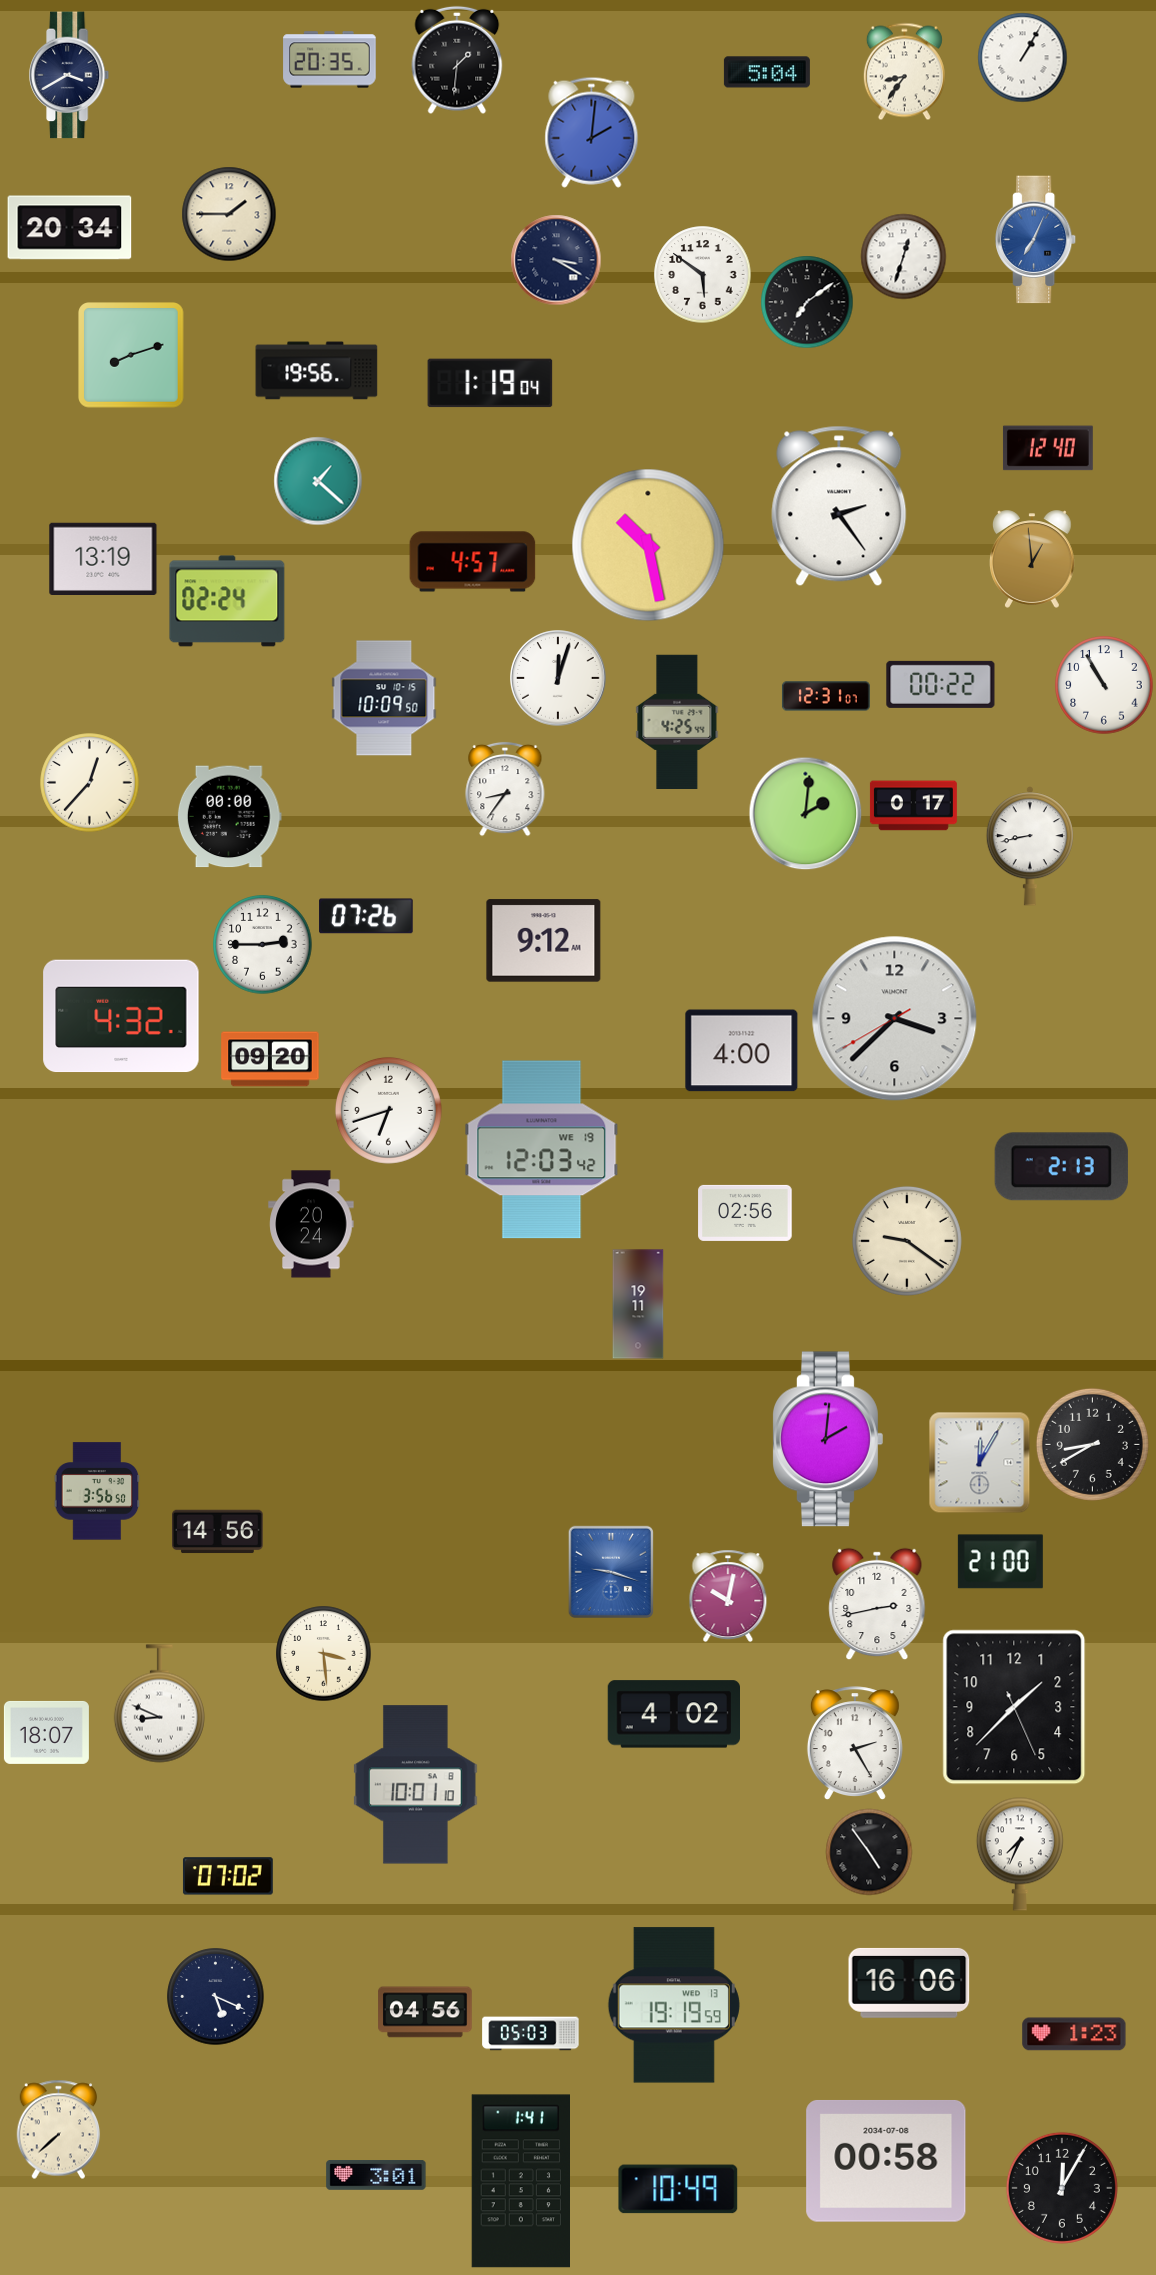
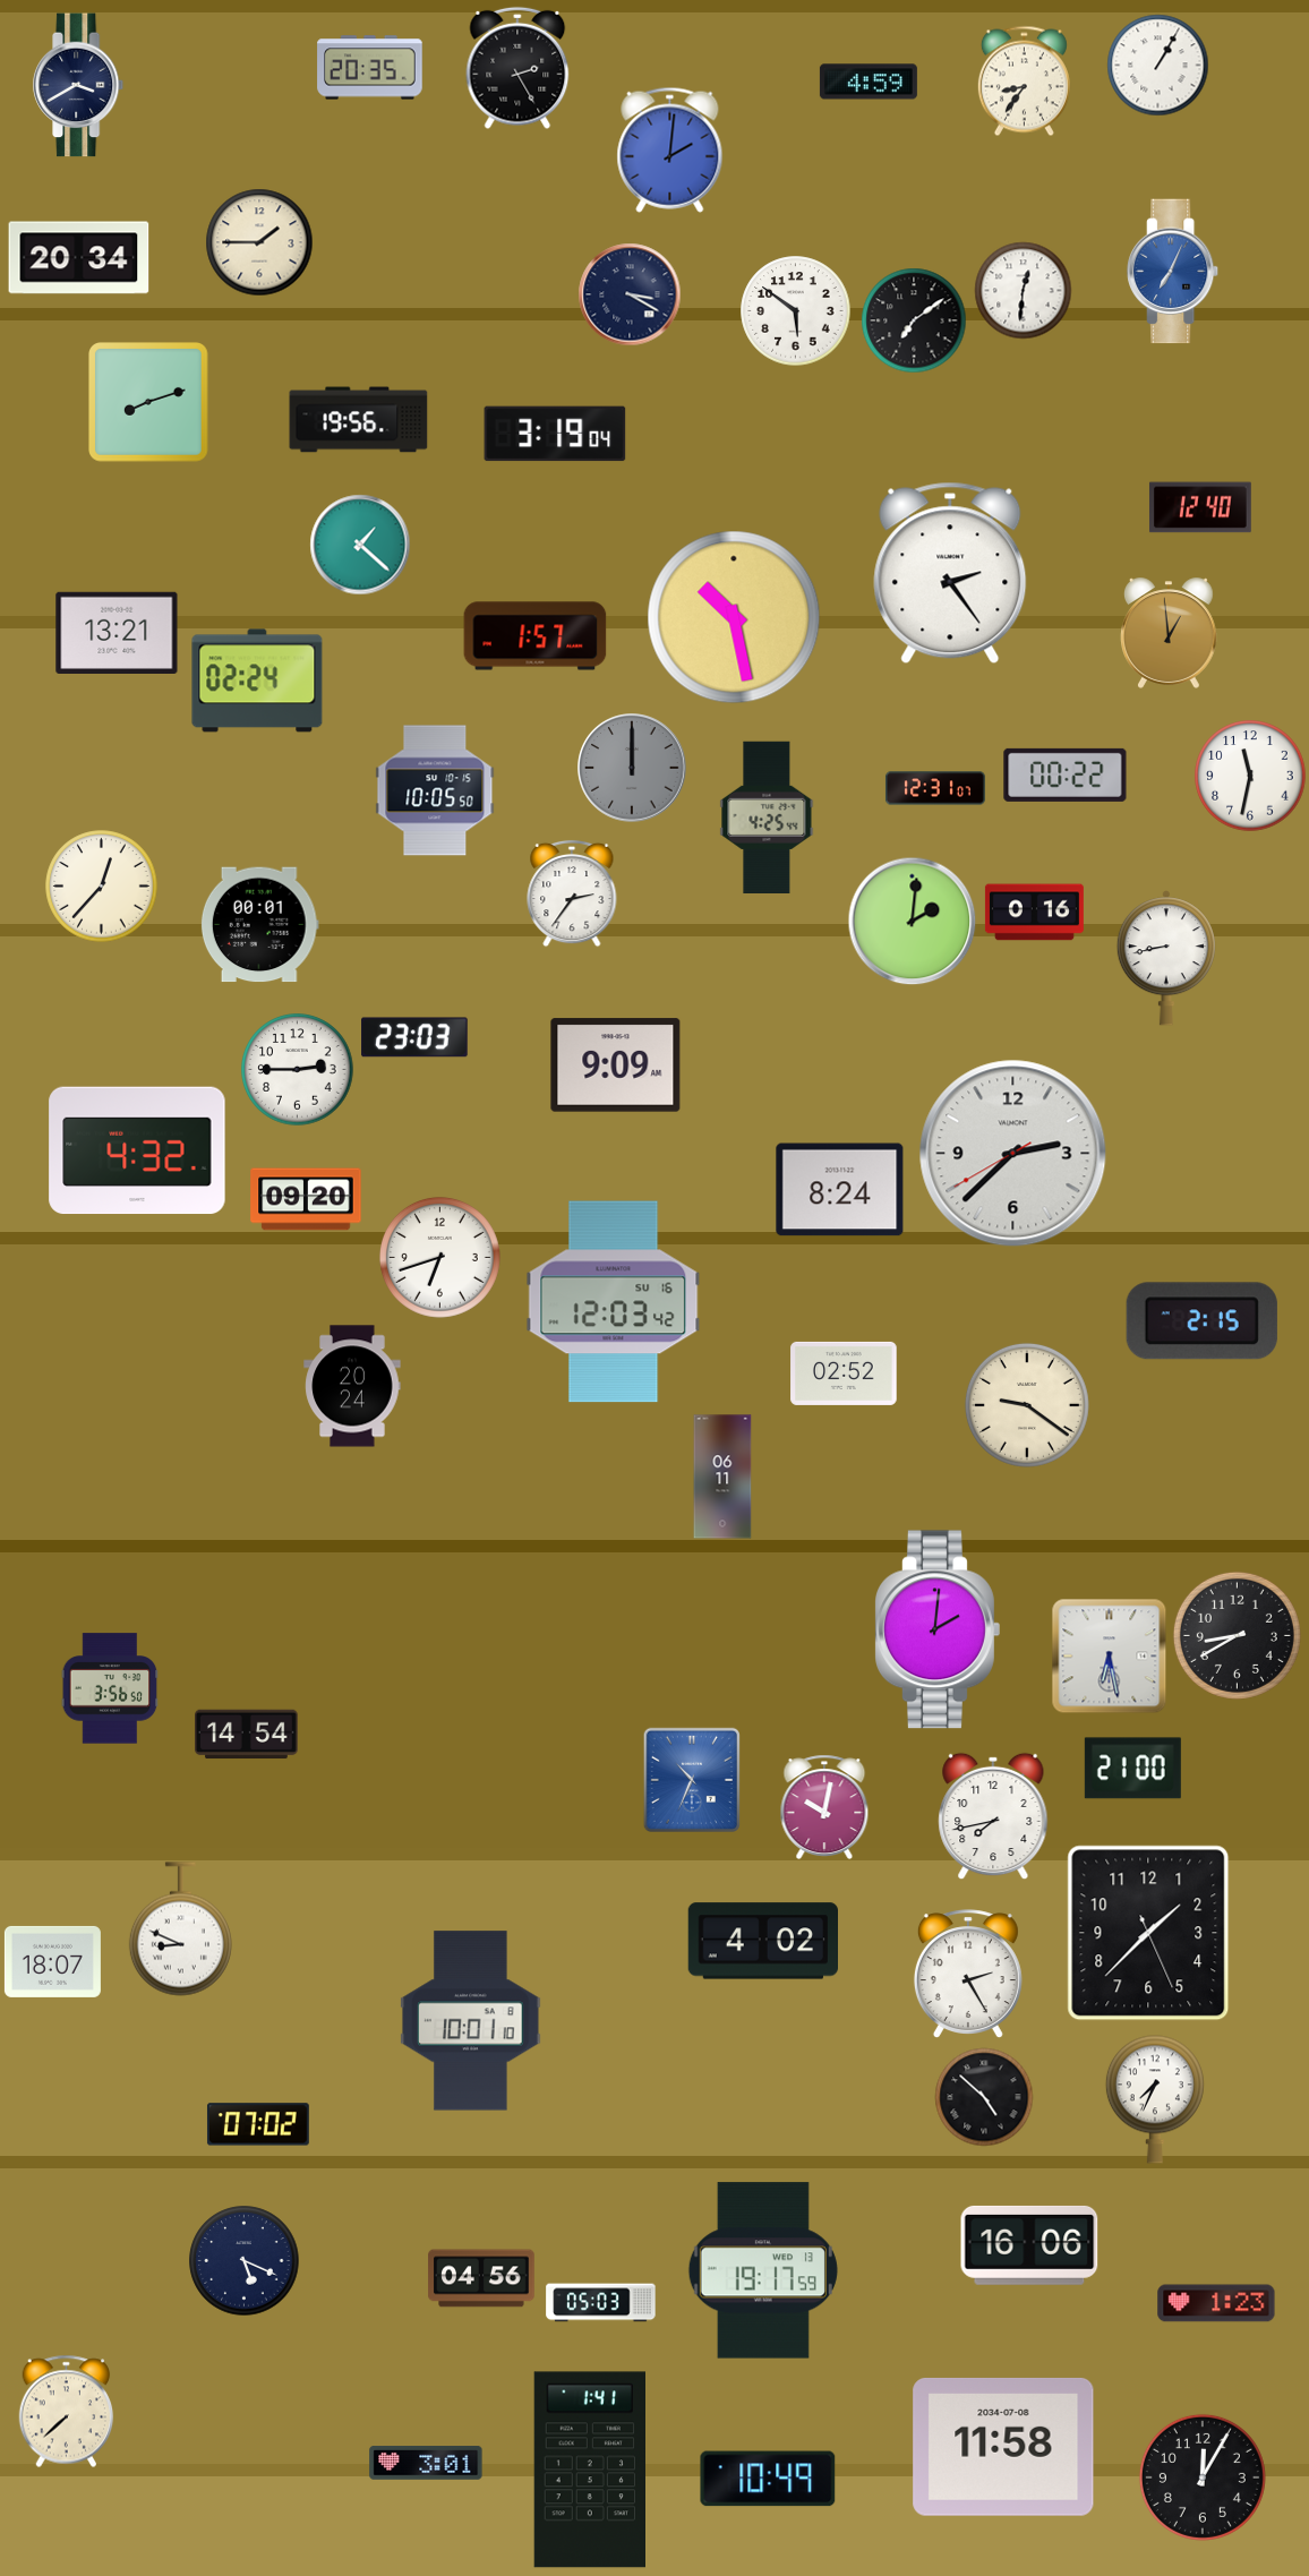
clock at (330, 60) position: (330, 60) -> (370, 68)
clock at (457, 60): 1:31 -> 2:25
clock at (767, 72): 5:04 -> 4:59
clock at (903, 256): 12:33 -> 12:31
clock at (807, 302) position: (807, 302) -> (914, 320)
clock at (490, 383): 1:19 -> 3:19
clock at (1048, 448) position: (1048, 448) -> (1200, 507)
clock at (103, 558): 13:19 -> 13:21
clock at (473, 562): 4:57 -> 1:57
clock at (558, 678): 12:03 -> 12:00
clock at (558, 678) dial: white -> grey
clock at (1104, 685): 10:55 -> 11:32
clock at (384, 698): 10:09 -> 10:05
clock at (505, 789): 8:36 -> 2:36
clock at (913, 806): 0:17 -> 0:16
clock at (229, 817): 00:00 -> 00:01
clock at (366, 916): 07:26 -> 23:03
clock at (544, 941): 9:12 -> 9:09
clock at (895, 1019): 3:37 -> 2:37
clock at (742, 1051): 4:00 -> 8:24
clock at (542, 1150) date: WE 19 -> SU 16
clock at (1061, 1167): 2:13 -> 2:15
clock at (745, 1213): 02:56 -> 02:52
clock at (638, 1304): 19:11 -> 06:11
clock at (979, 1462): 12:05 -> 6:28
clock at (218, 1532): 14:56 -> 14:54
clock at (611, 1571): 9:18 -> 10:34
clock at (877, 1604): 2:43 -> 7:43
clock at (323, 1653): 3:29 -> none
clock at (869, 1852): 4:54 -> 4:52
clock at (674, 2005): 19:19 -> 19:17
clock at (886, 2161): 00:58 -> 11:58
